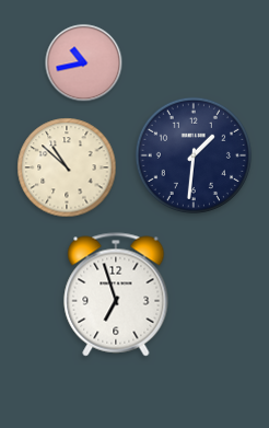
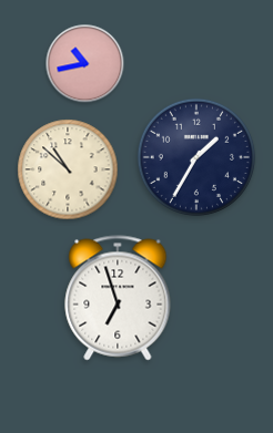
clock at (194, 155): 1:31 -> 1:35
